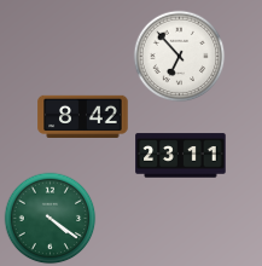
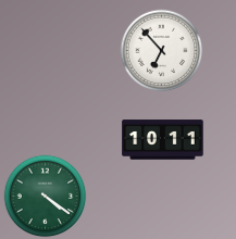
clock at (83, 116): 8:42 -> none
clock at (181, 156): 23:11 -> 10:11
